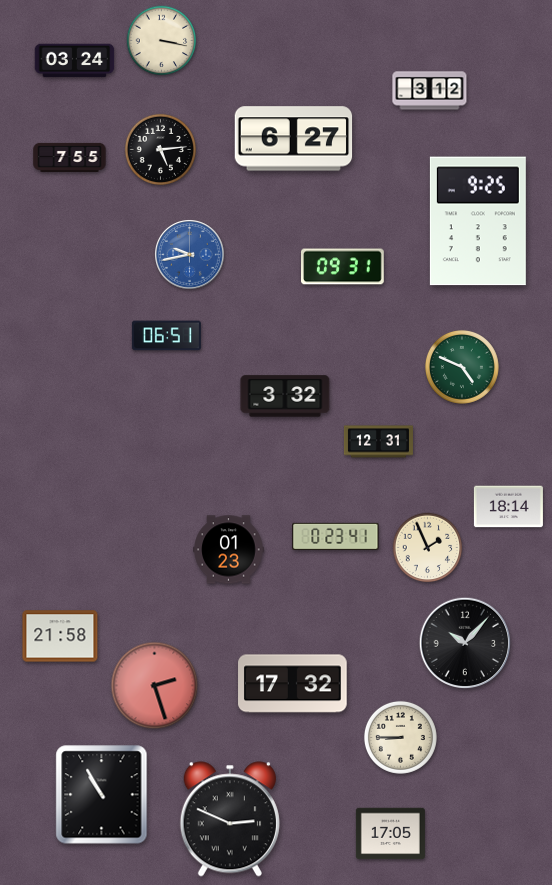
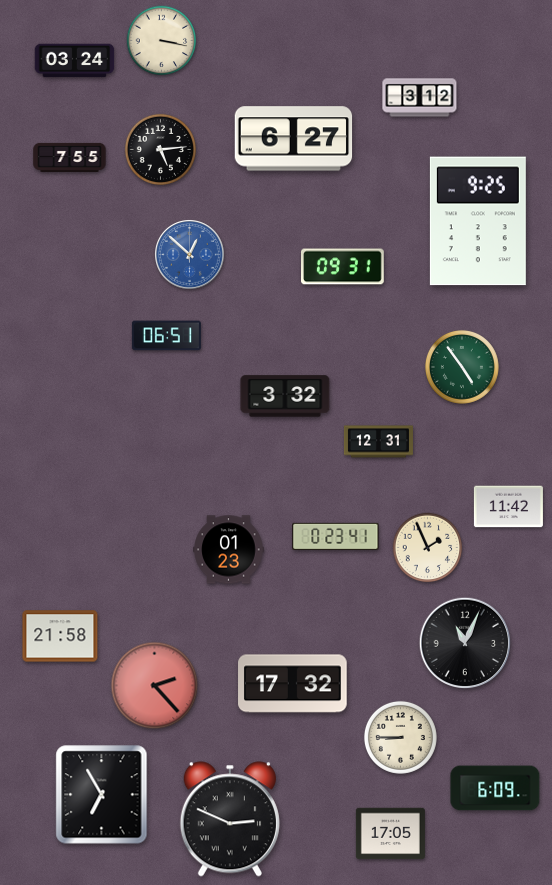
clock at (430, 91) position: (430, 91) -> (420, 98)
clock at (190, 255): 9:43 -> 12:52
clock at (462, 367): 4:49 -> 4:54
clock at (508, 507): 18:14 -> 11:42
clock at (465, 643): 10:07 -> 11:04
clock at (155, 686): 2:27 -> 2:23
clock at (495, 788): none -> 6:09
clock at (102, 795): 10:55 -> 6:55
